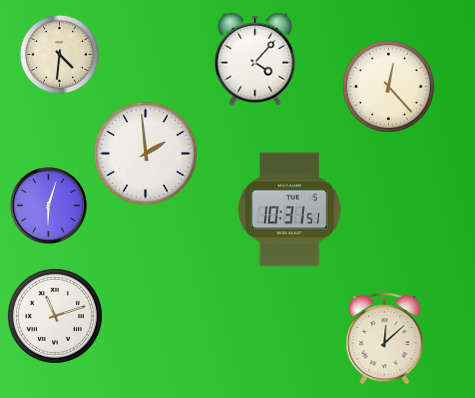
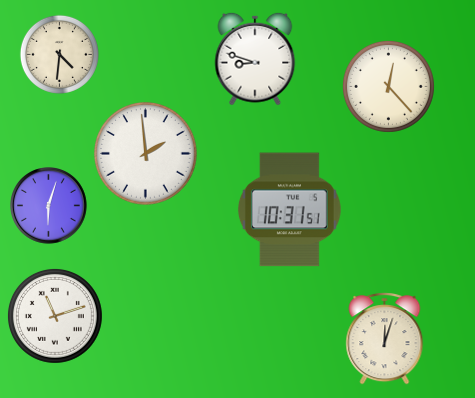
clock at (255, 59): 4:07 -> 8:48
clock at (385, 339): 12:08 -> 12:03
